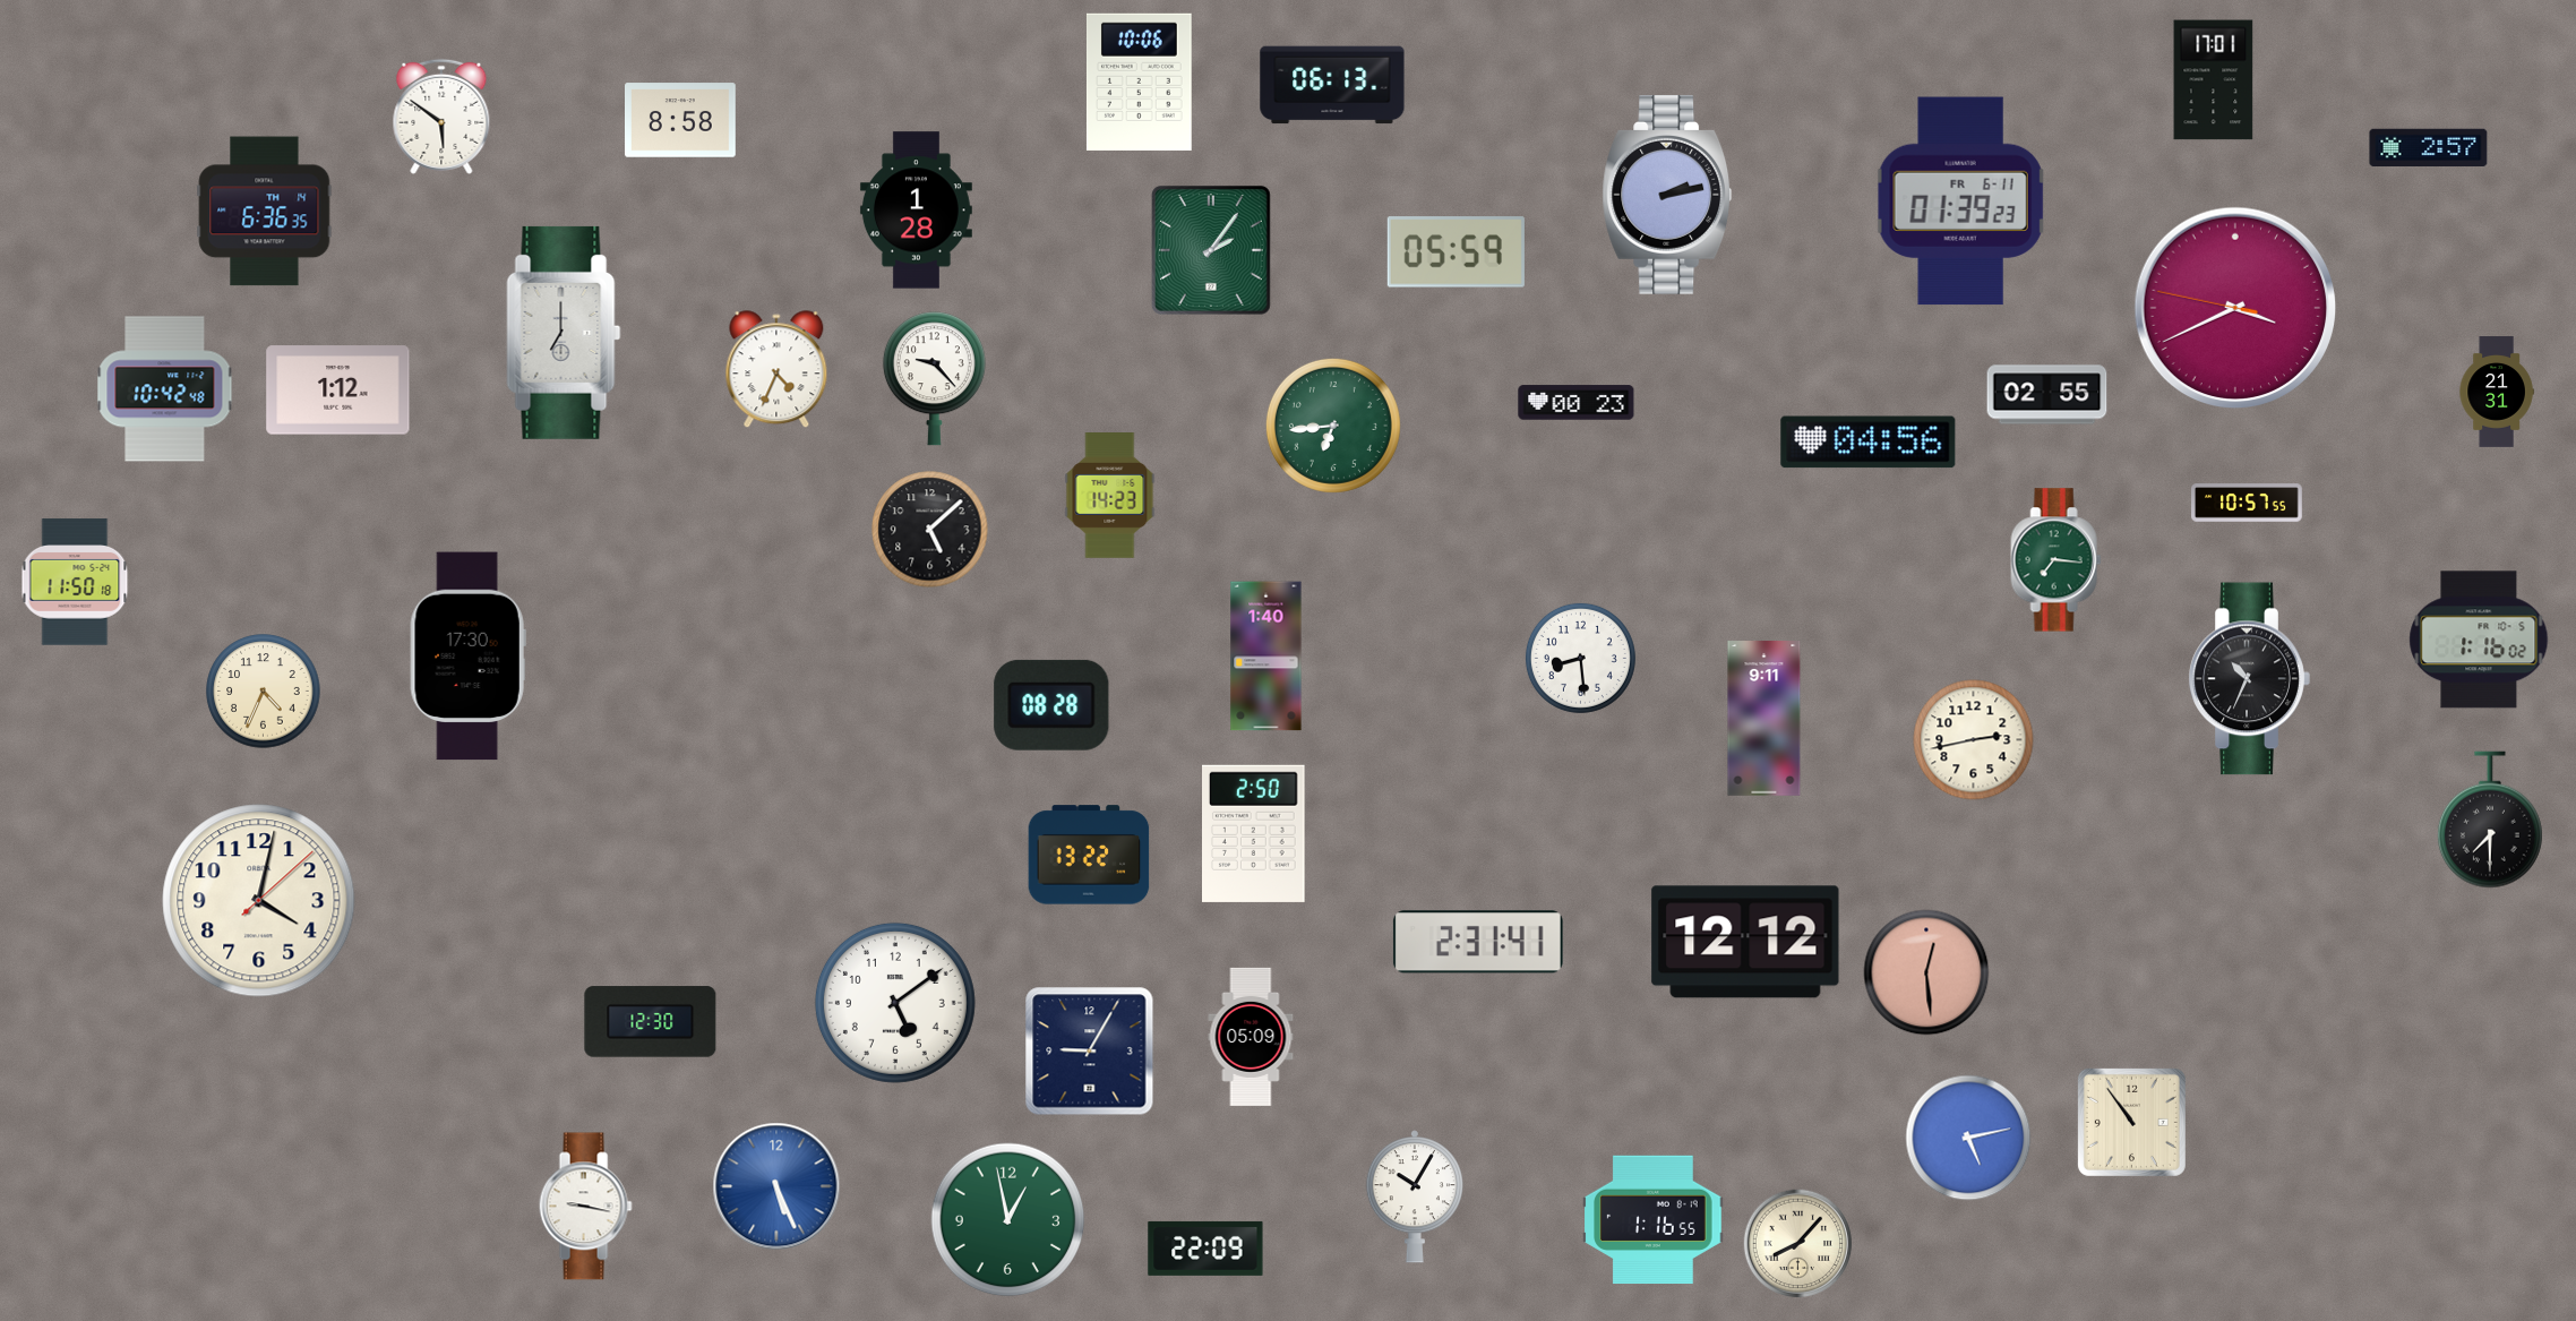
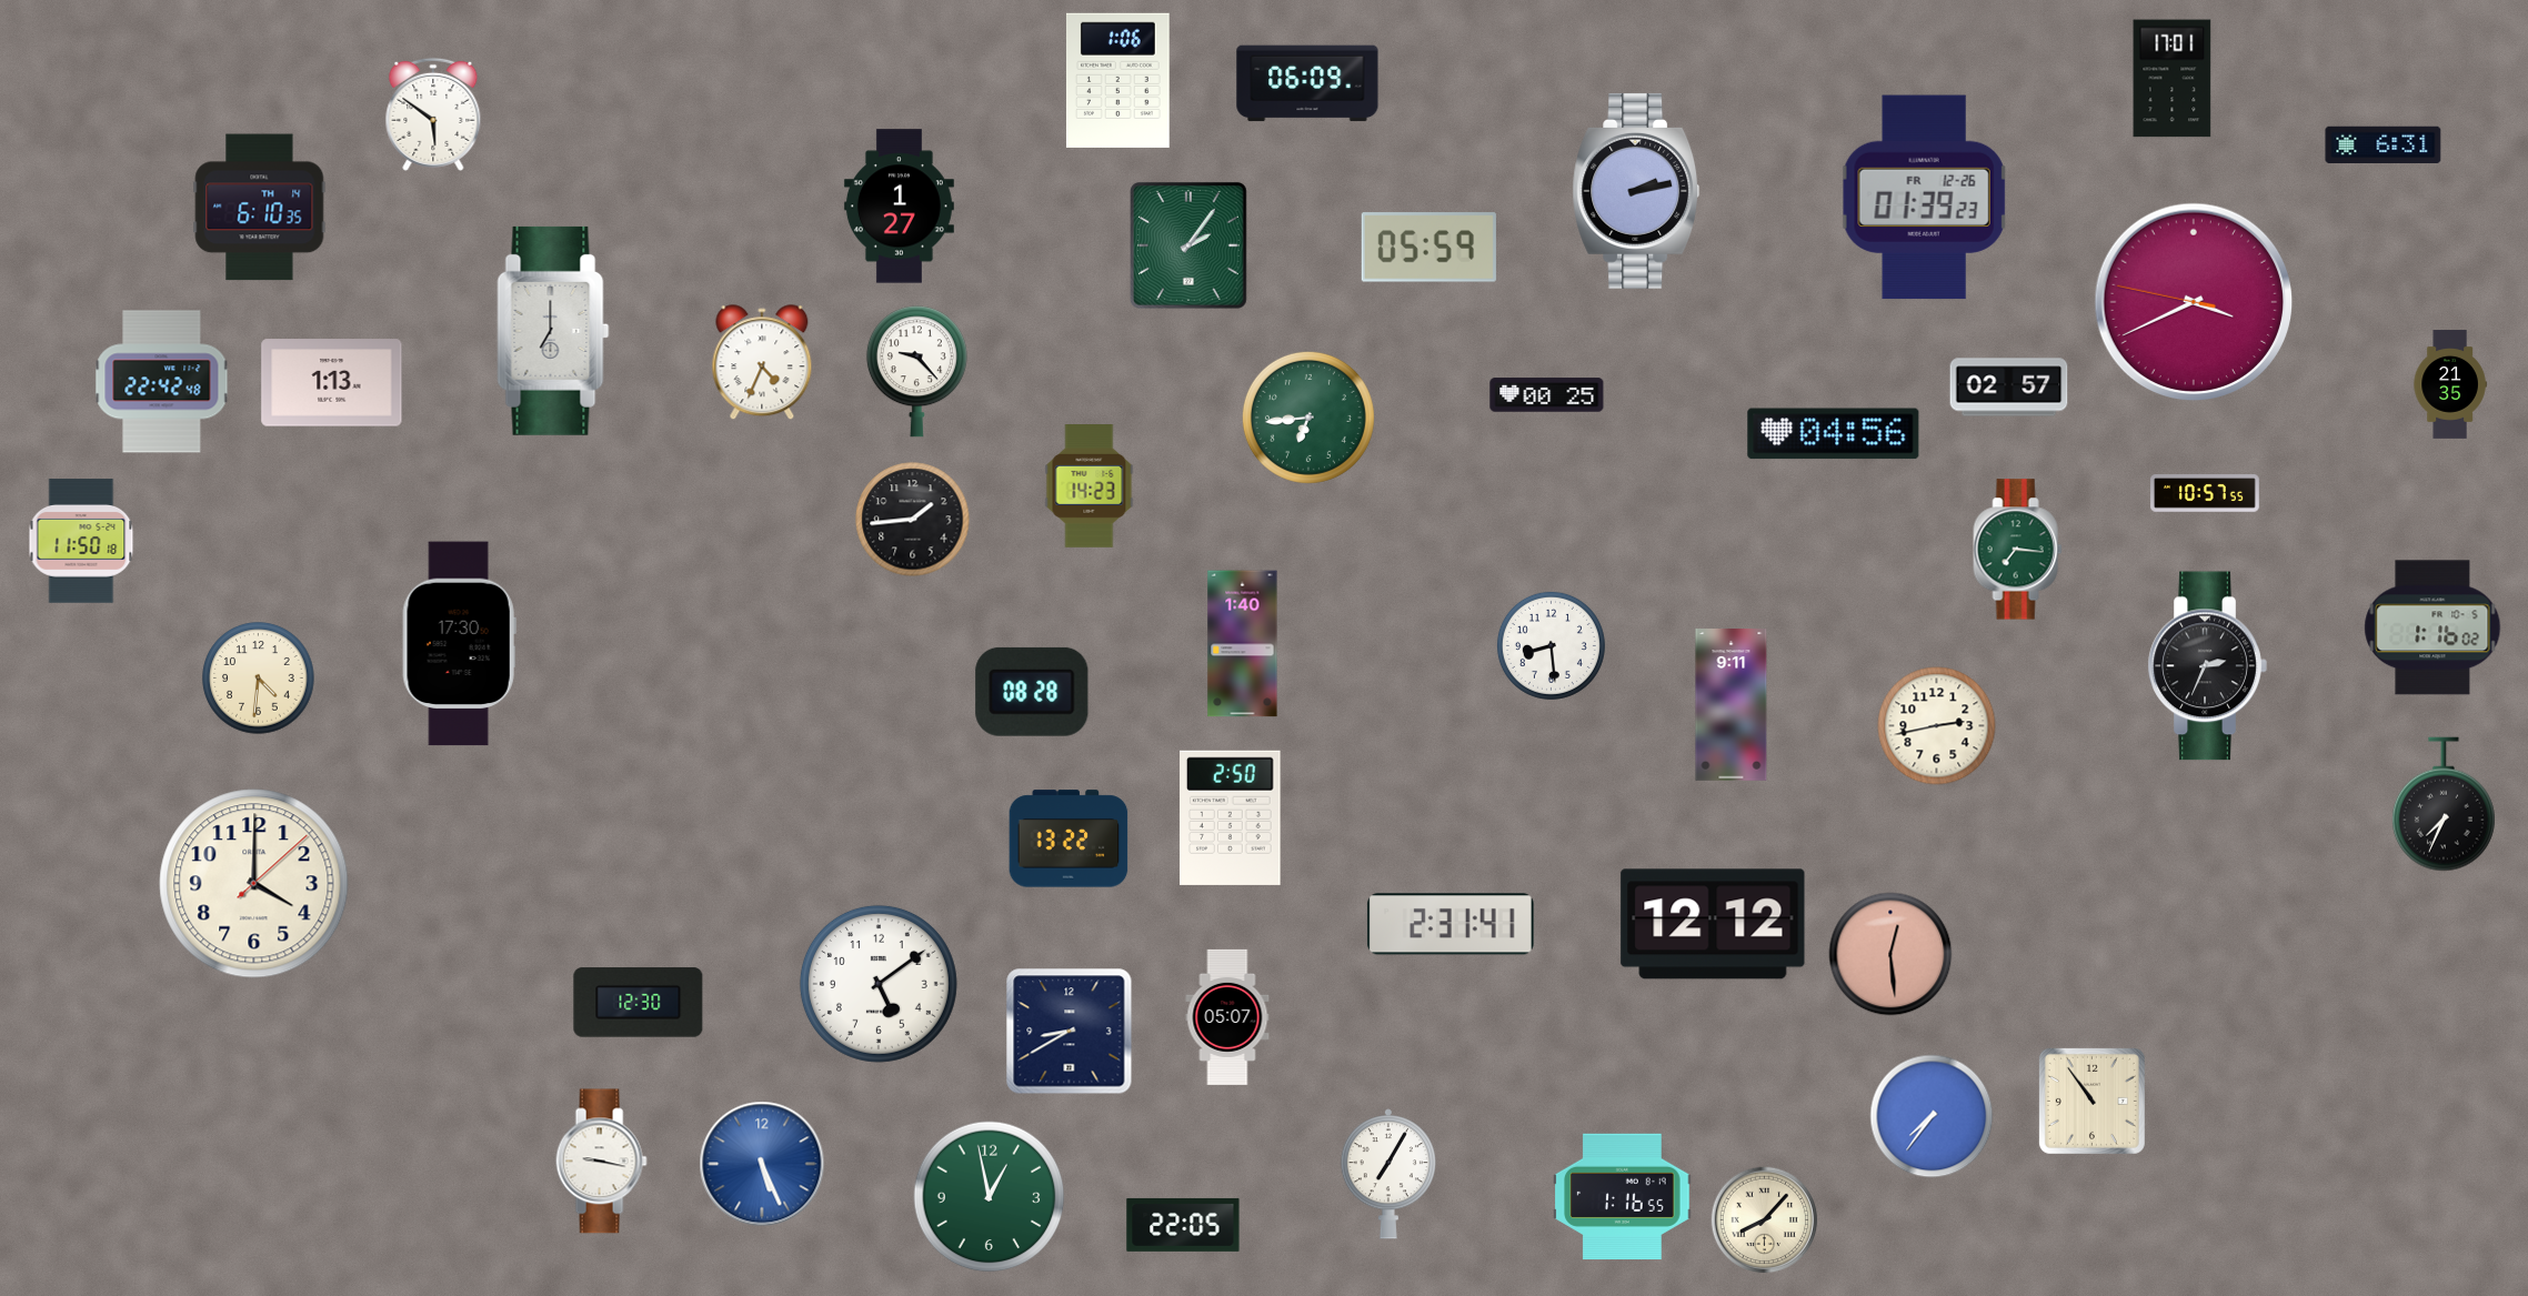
clock at (1139, 82): 10:06 -> 1:06
clock at (1332, 85): 06:13 -> 06:09
clock at (681, 120): 8:58 -> none
clock at (2429, 147): 2:57 -> 6:31
clock at (1960, 201) date: FR 6-11 -> FR 12-26
clock at (916, 211): 1:28 -> 1:27
clock at (265, 212): 6:36 -> 6:10
clock at (564, 333) position: (564, 333) -> (553, 331)
clock at (165, 389): 10:42 -> 22:42
clock at (338, 391): 1:12 -> 1:13
clock at (2497, 392): 21:31 -> 21:35
clock at (2047, 395): 02:55 -> 02:57
clock at (1577, 403): 00:23 -> 00:25
clock at (930, 530): 5:08 -> 1:44
clock at (75, 582) position: (75, 582) -> (81, 541)
clock at (2249, 679): 10:34 -> 2:34
clock at (264, 692): 4:34 -> 4:31
clock at (2490, 820): 7:30 -> 7:34
clock at (259, 901): 4:02 -> 4:00
clock at (1251, 1037): 05:09 -> 05:07
clock at (1090, 1052): 9:05 -> 8:40
clock at (1968, 1138): 5:13 -> 7:36
clock at (1415, 1196): 10:05 -> 7:05
clock at (585, 1207) position: (585, 1207) -> (601, 1162)
clock at (1205, 1249): 22:09 -> 22:05
